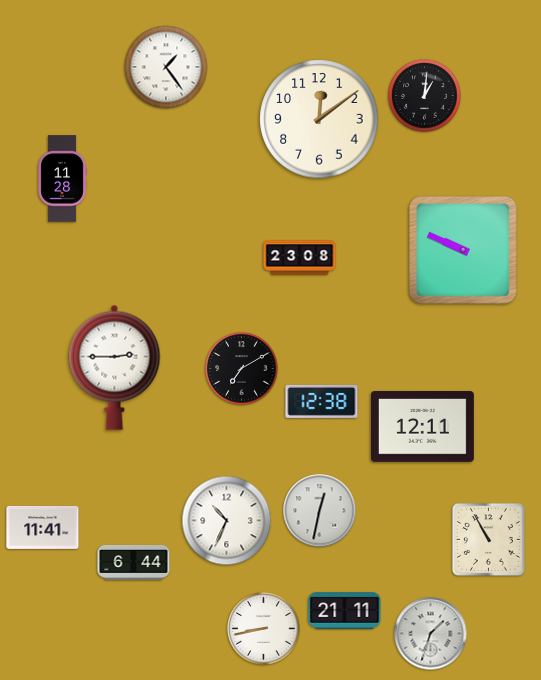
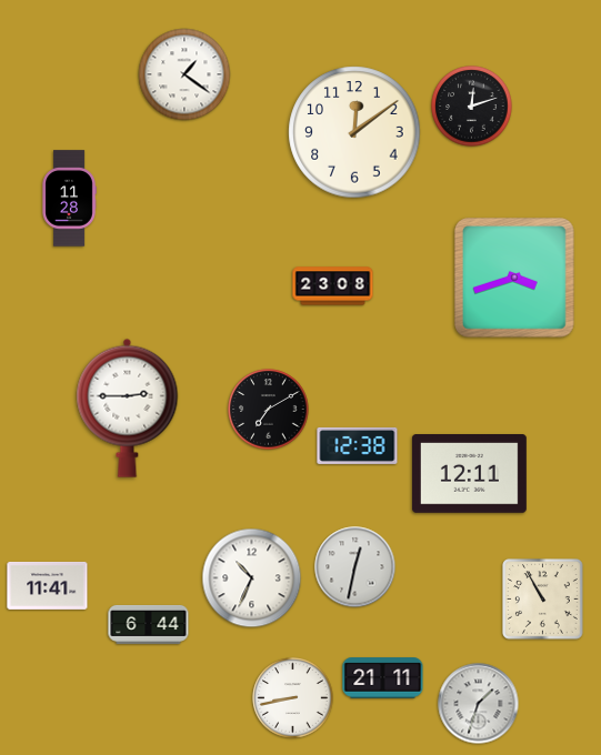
clock at (166, 67): 1:24 -> 1:21
clock at (425, 96): 1:01 -> 12:12
clock at (464, 251): 9:49 -> 3:42
